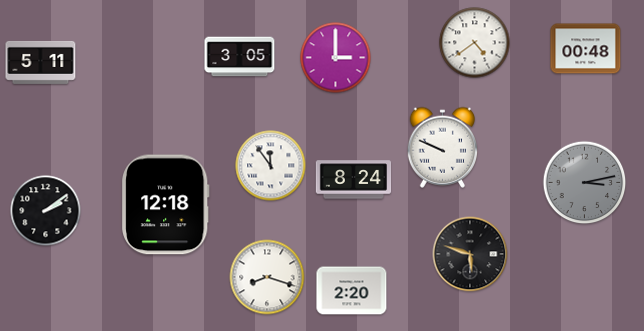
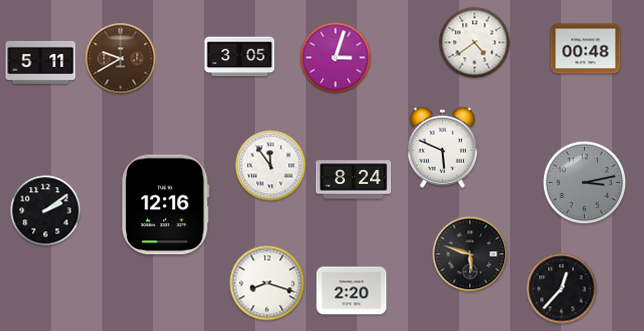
clock at (336, 58): 3:00 -> 3:03
clock at (121, 59): none -> 9:40
clock at (443, 147): 9:49 -> 5:49
clock at (166, 205): 12:18 -> 12:16
clock at (267, 277) position: (267, 277) -> (267, 283)
clock at (562, 289): none -> 12:37
